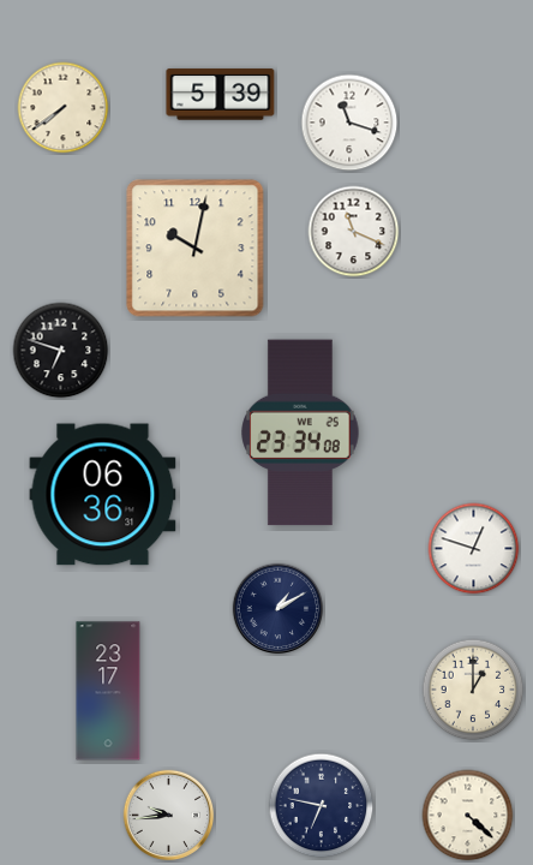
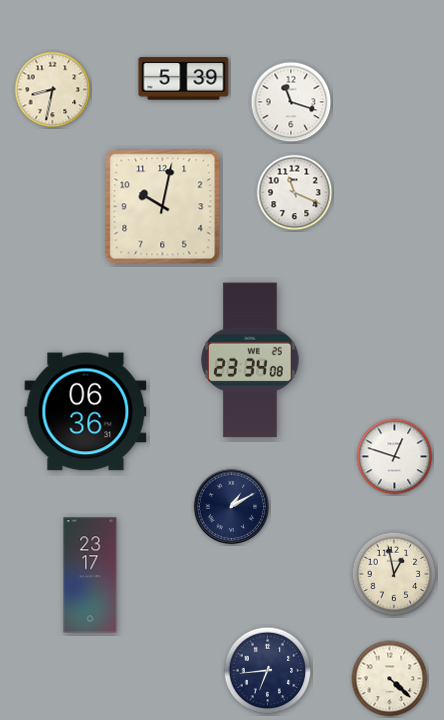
clock at (64, 108): 7:39 -> 8:32
clock at (61, 351): 6:48 -> none
clock at (473, 690): 1:00 -> 12:58
clock at (322, 806): 6:47 -> 6:44
clock at (169, 816): 9:44 -> none
